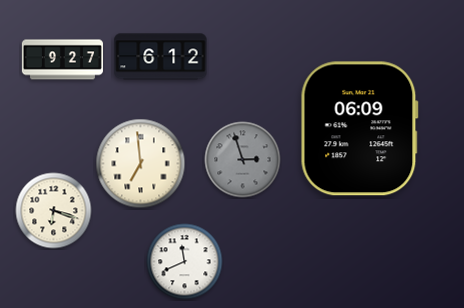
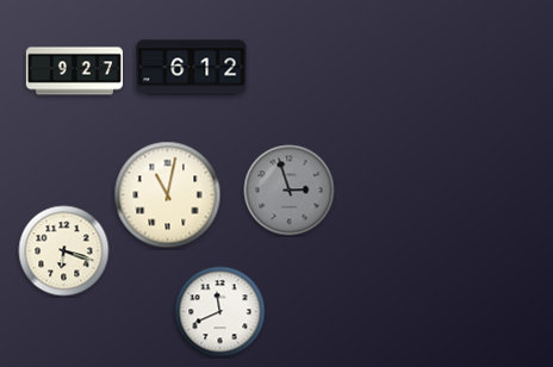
clock at (359, 129): 06:09 -> none
clock at (141, 164): 6:59 -> 11:02
